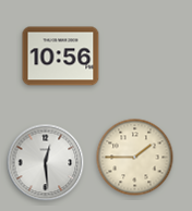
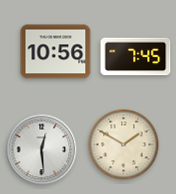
clock at (136, 57): none -> 7:45
clock at (135, 158): 1:45 -> 1:50
